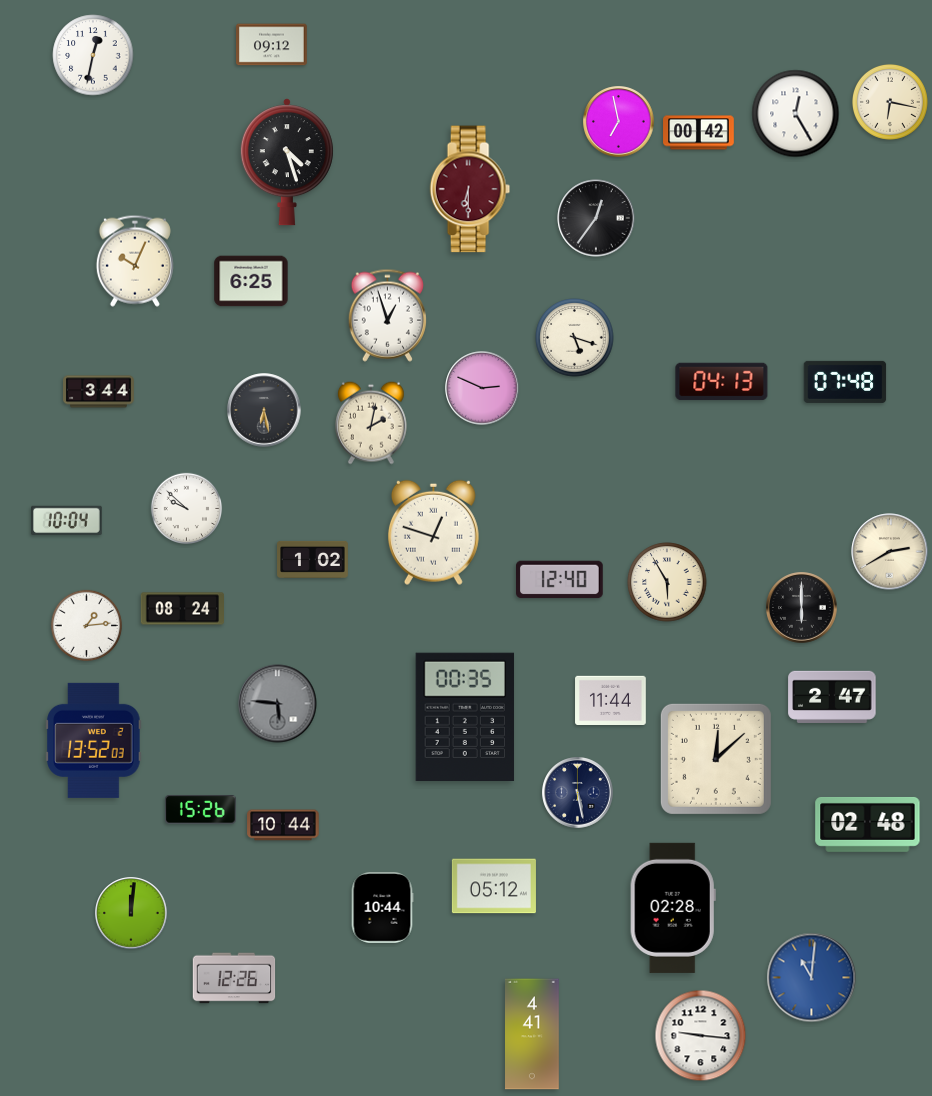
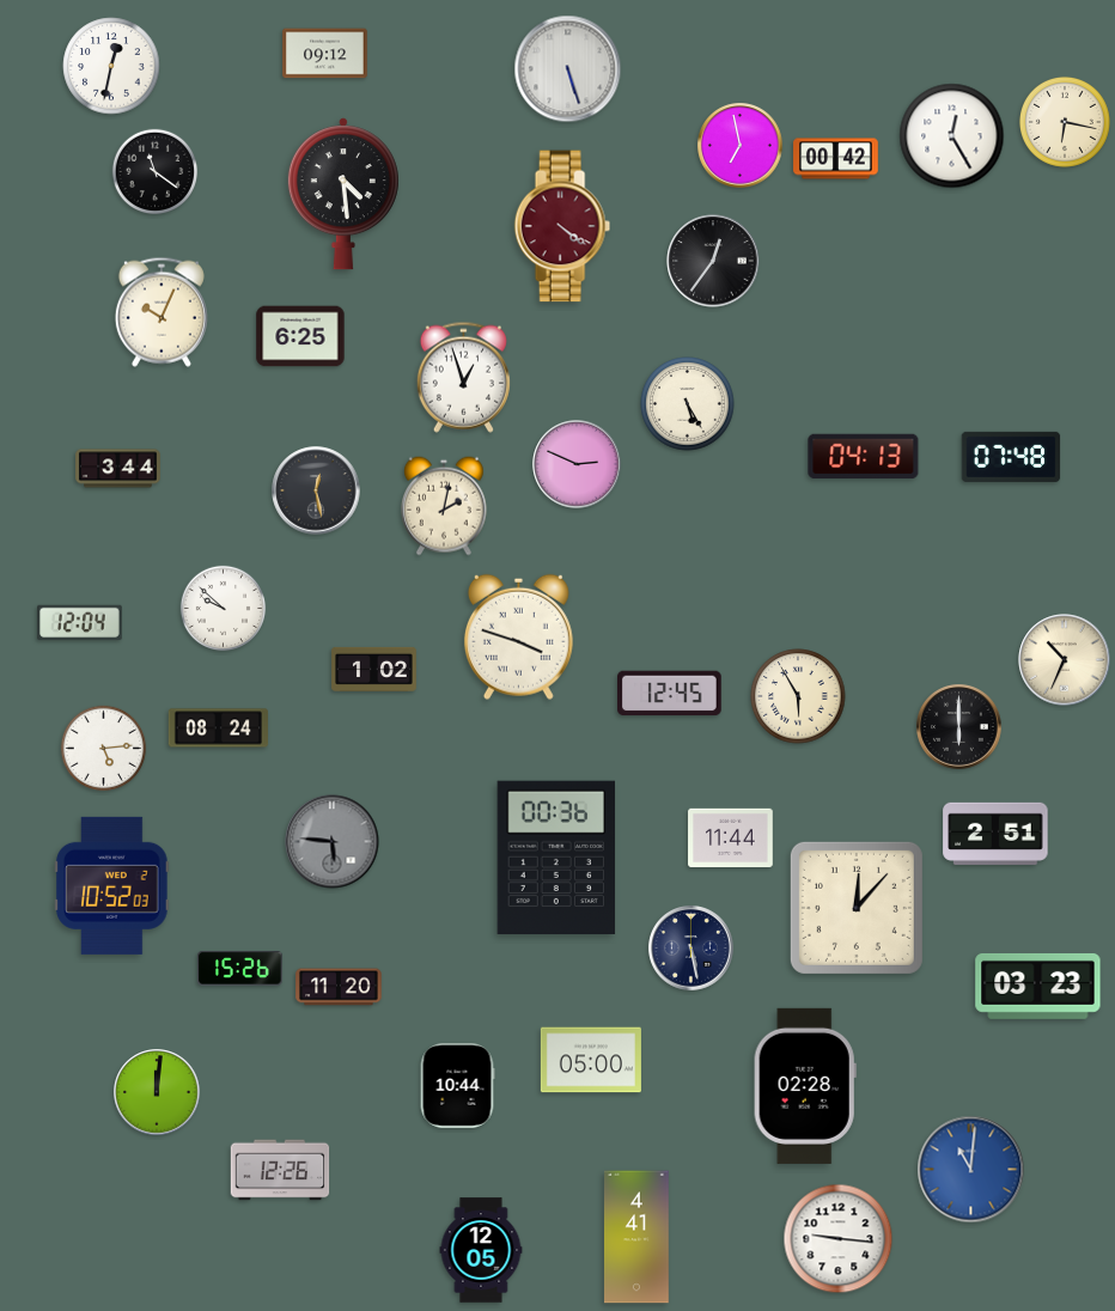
clock at (568, 69): none -> 5:27
clock at (156, 172): none -> 11:21
clock at (287, 162): 4:27 -> 4:29
clock at (470, 189): 6:30 -> 4:21
clock at (575, 338): 5:18 -> 5:25
clock at (264, 410): 6:28 -> 12:28
clock at (67, 520): 10:04 -> 12:04
clock at (433, 532): 12:48 -> 3:48
clock at (890, 552): 2:40 -> 10:34
clock at (560, 580): 12:40 -> 12:45
clock at (87, 626): 1:14 -> 5:14
clock at (832, 697): 2:47 -> 2:51
clock at (465, 716): 00:35 -> 00:36
clock at (94, 740): 13:52 -> 10:52
clock at (716, 759): 12:08 -> 12:07
clock at (868, 824): 02:48 -> 03:23
clock at (283, 825): 10:44 -> 11:20
clock at (494, 886): 05:12 -> 05:00
clock at (481, 1250): none -> 12:05
